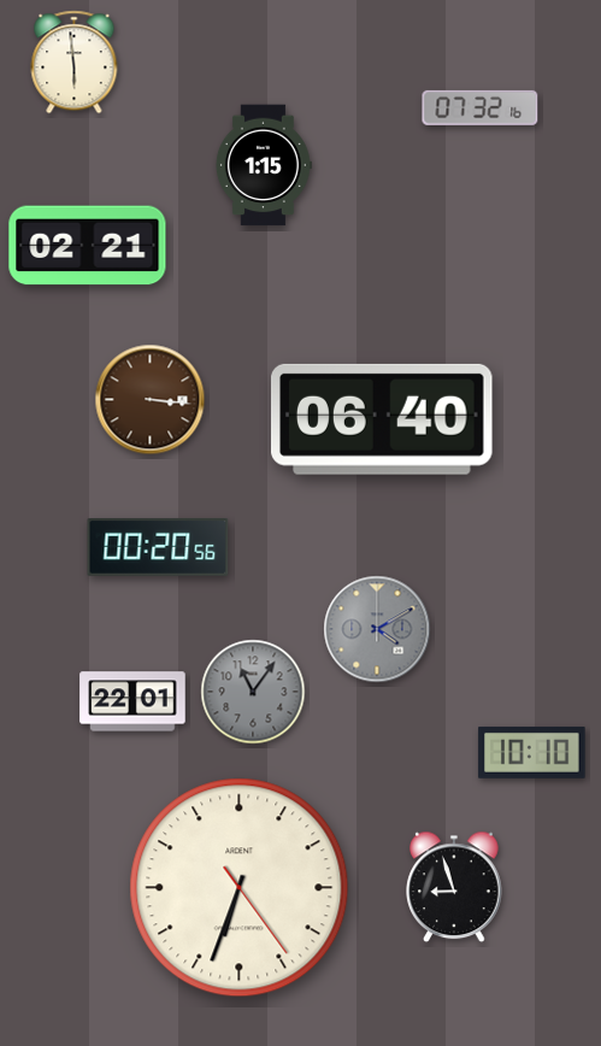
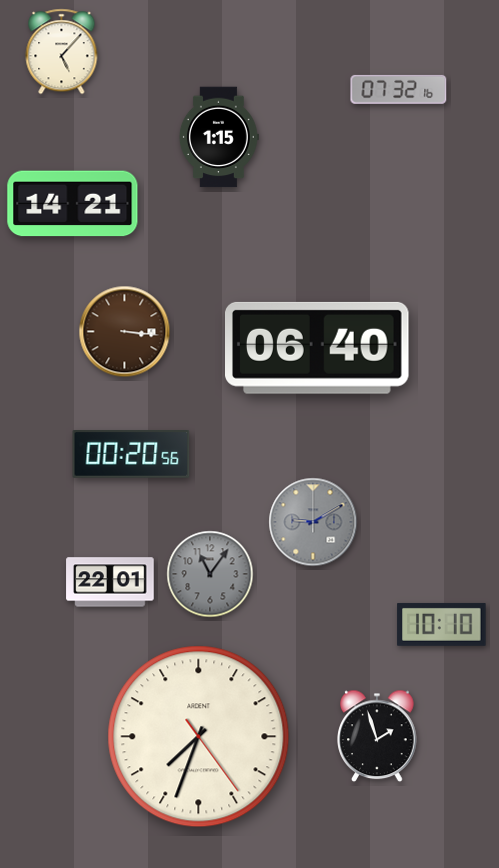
clock at (75, 63): 5:59 -> 5:07
clock at (88, 246): 02:21 -> 14:21
clock at (377, 629): 4:10 -> 9:10
clock at (454, 887): 8:57 -> 1:57
clock at (240, 888): 6:33 -> 7:33
